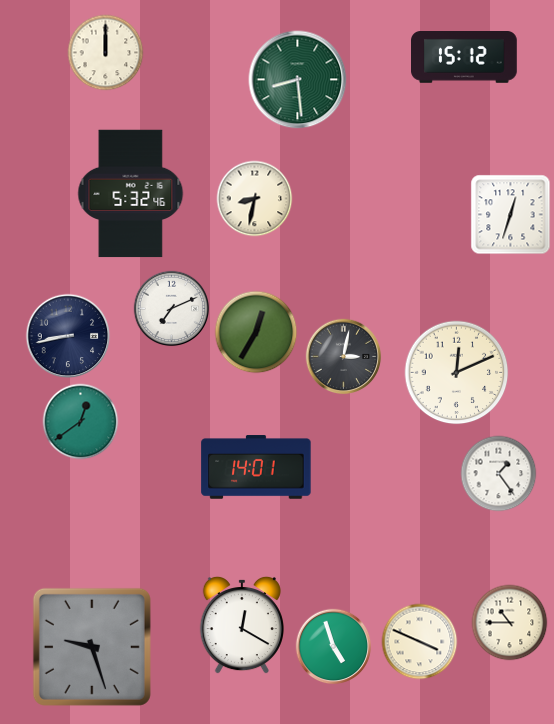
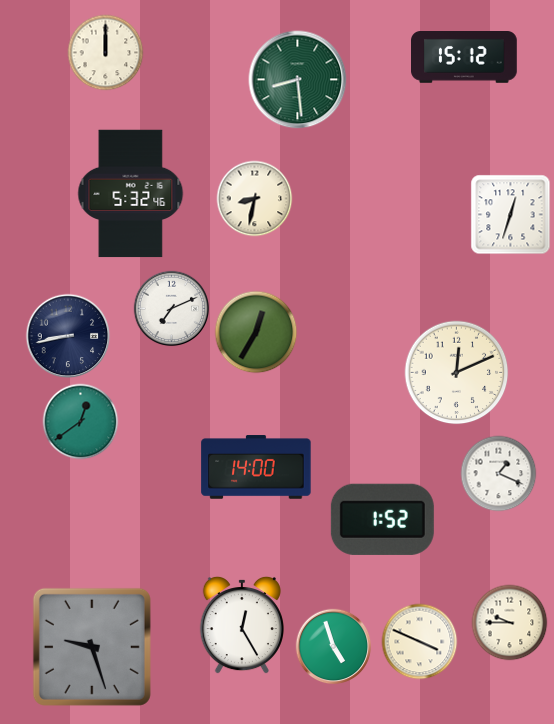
clock at (344, 357): 3:02 -> none
clock at (256, 467): 14:01 -> 14:00
clock at (499, 474): 1:24 -> 1:19
clock at (382, 519): none -> 1:52
clock at (510, 623): 10:45 -> 9:45
clock at (242, 625): 12:20 -> 12:25
